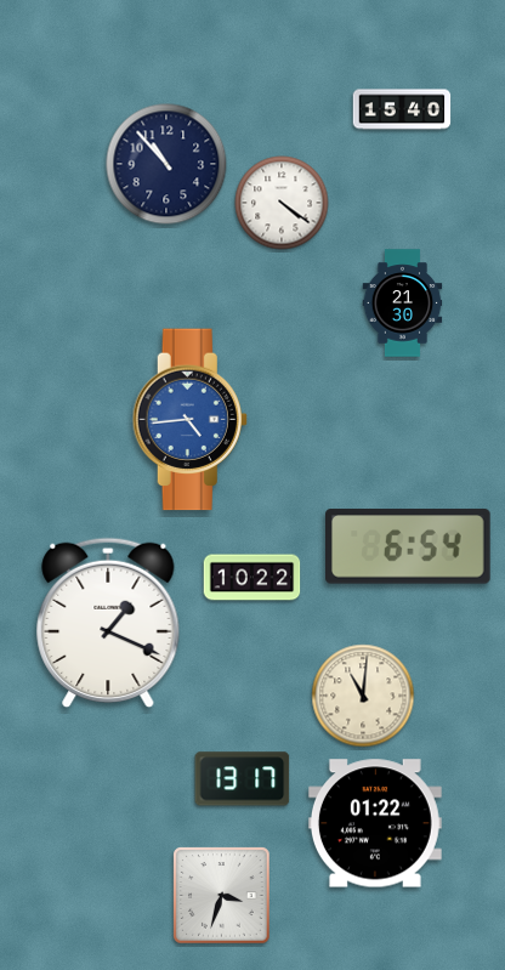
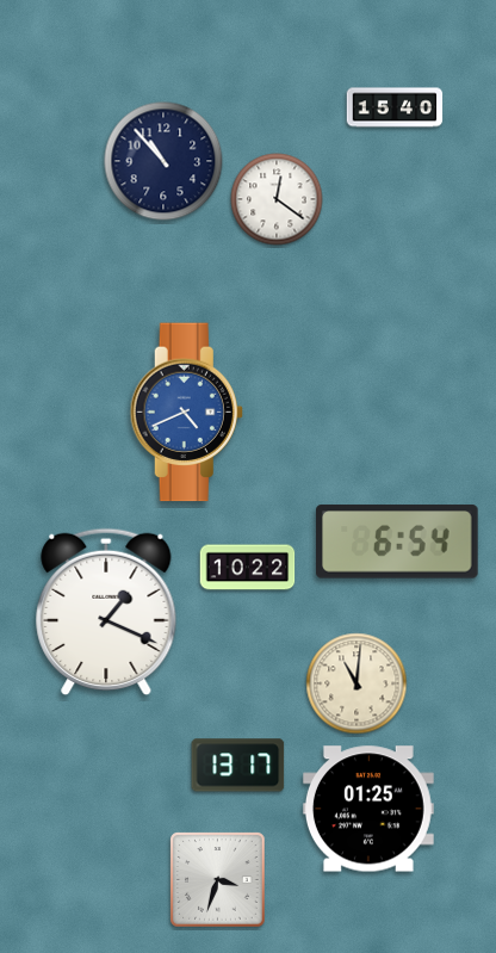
clock at (282, 203): 4:21 -> 12:21
clock at (403, 304): 21:30 -> none
clock at (189, 420): 4:44 -> 4:41
clock at (409, 546) position: (409, 546) -> (398, 542)
clock at (375, 823): 01:22 -> 01:25
